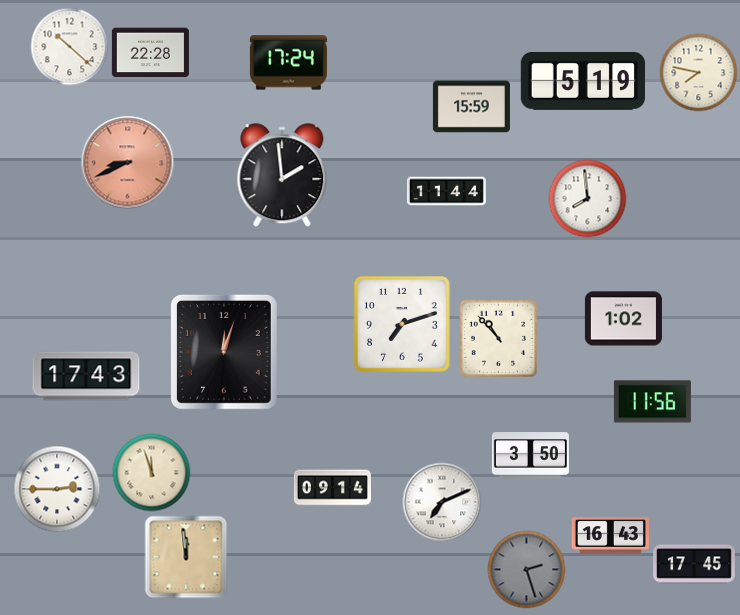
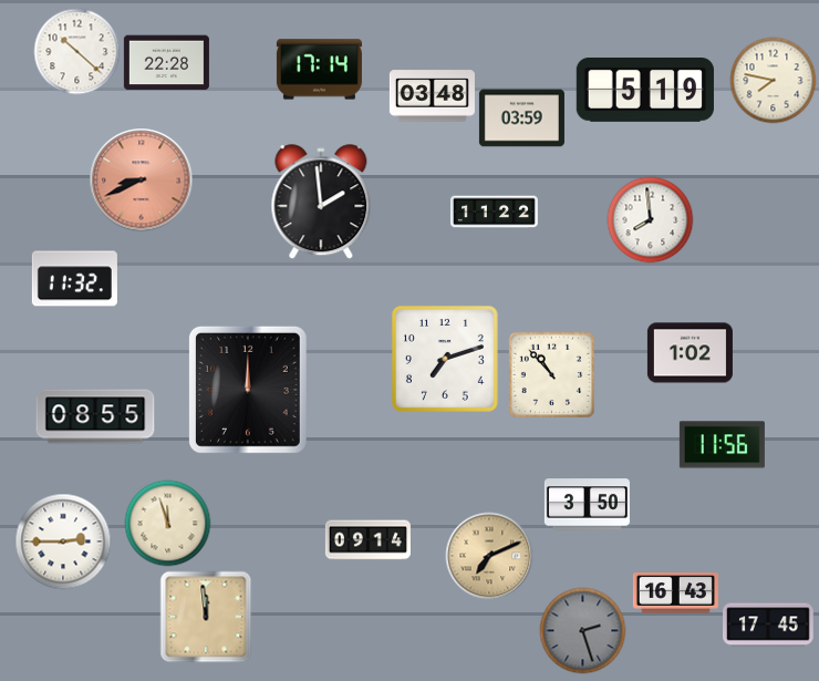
clock at (150, 53) position: (150, 53) -> (166, 63)
clock at (288, 63): 17:24 -> 17:14
clock at (432, 96): none -> 03:48
clock at (471, 107): 15:59 -> 03:59
clock at (282, 175) position: (282, 175) -> (321, 202)
clock at (446, 192): 11:44 -> 11:22
clock at (74, 279): none -> 11:32
clock at (224, 352): 12:03 -> 12:00
clock at (86, 376): 17:43 -> 08:55
clock at (442, 502) dial: white -> champagne
